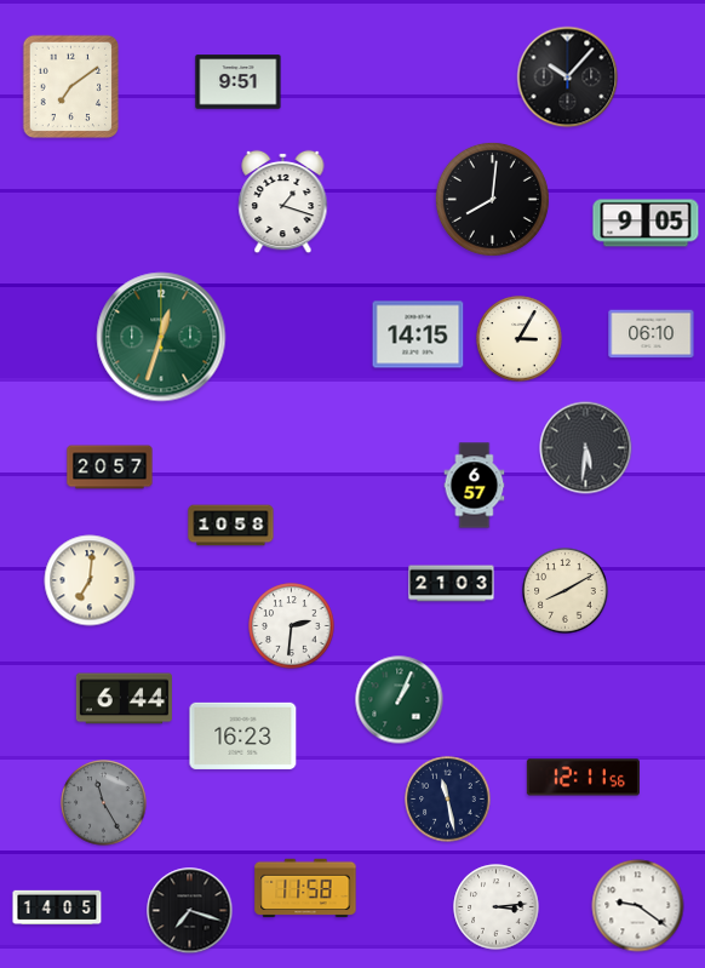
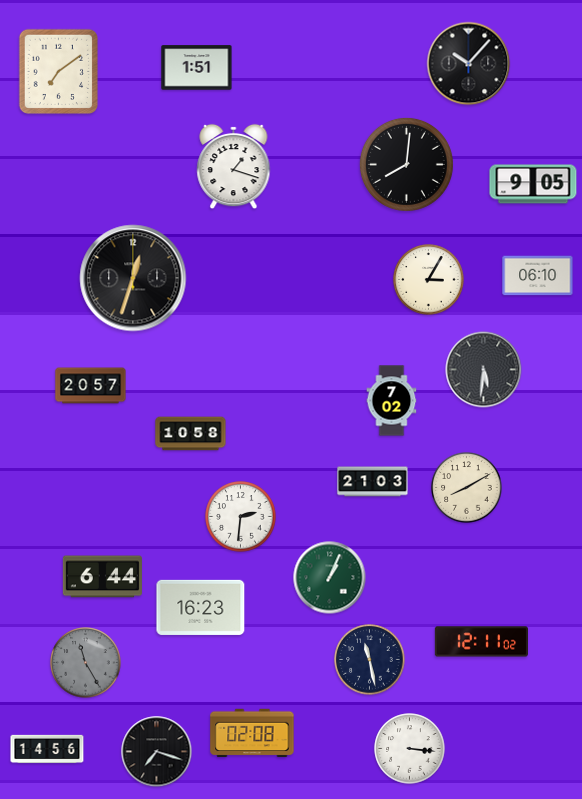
clock at (239, 82): 9:51 -> 1:51
clock at (418, 334): 14:15 -> none
clock at (161, 337) dial: green -> black
clock at (475, 486): 6:57 -> 7:02
clock at (90, 580): 7:01 -> none
clock at (583, 778): 12:11:56 -> 12:11:02
clock at (305, 888): 11:58 -> 02:08
clock at (638, 906): 9:21 -> none
clock at (57, 907): 14:05 -> 14:56
clock at (497, 907): 3:14 -> 3:16
